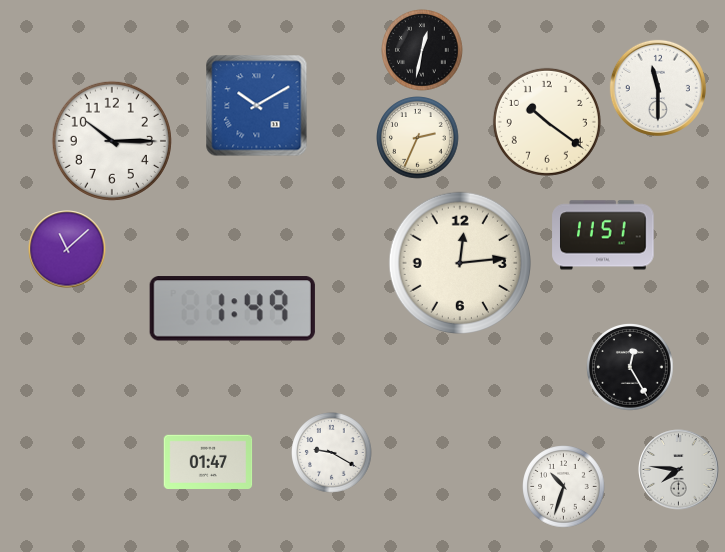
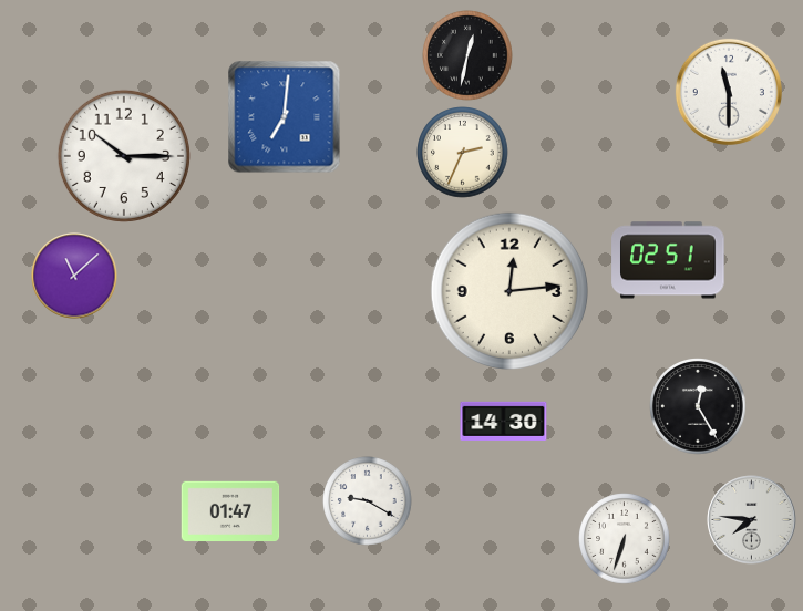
clock at (658, 88) position: (658, 88) -> (729, 92)
clock at (257, 106): 10:10 -> 7:01
clock at (547, 122): 10:21 -> none
clock at (603, 235): 11:51 -> 02:51
clock at (232, 309): 1:49 -> none
clock at (504, 421): none -> 14:30
clock at (564, 487): 10:33 -> 6:33
